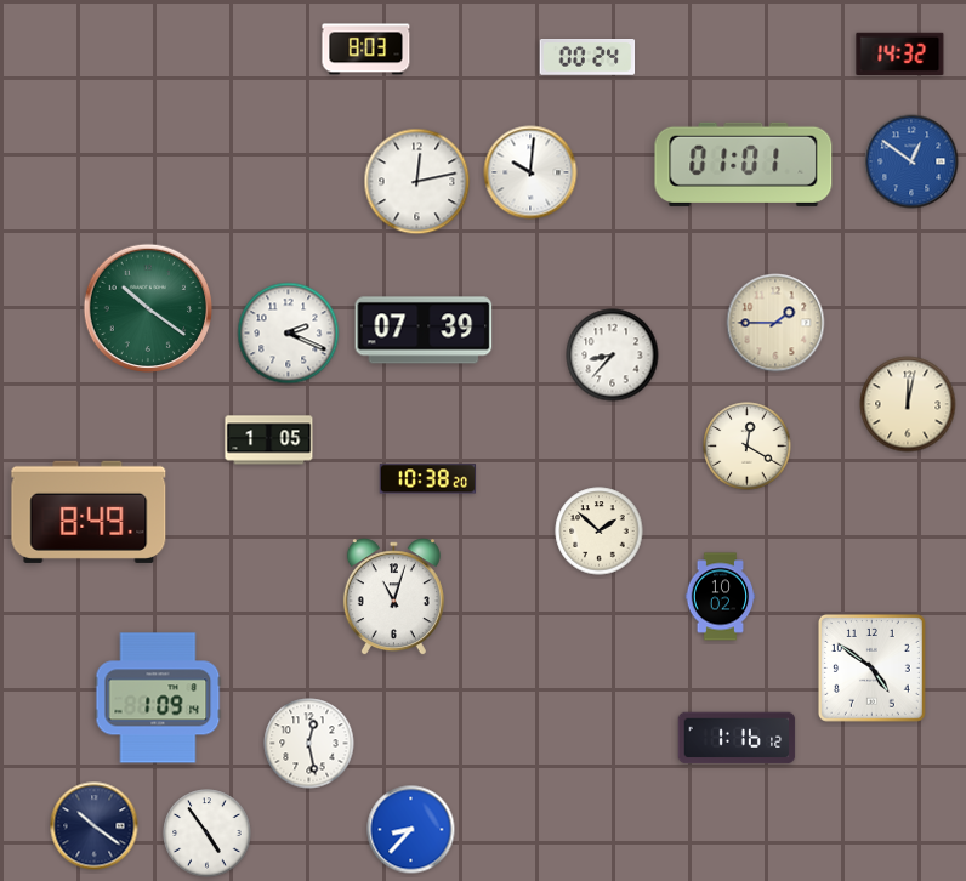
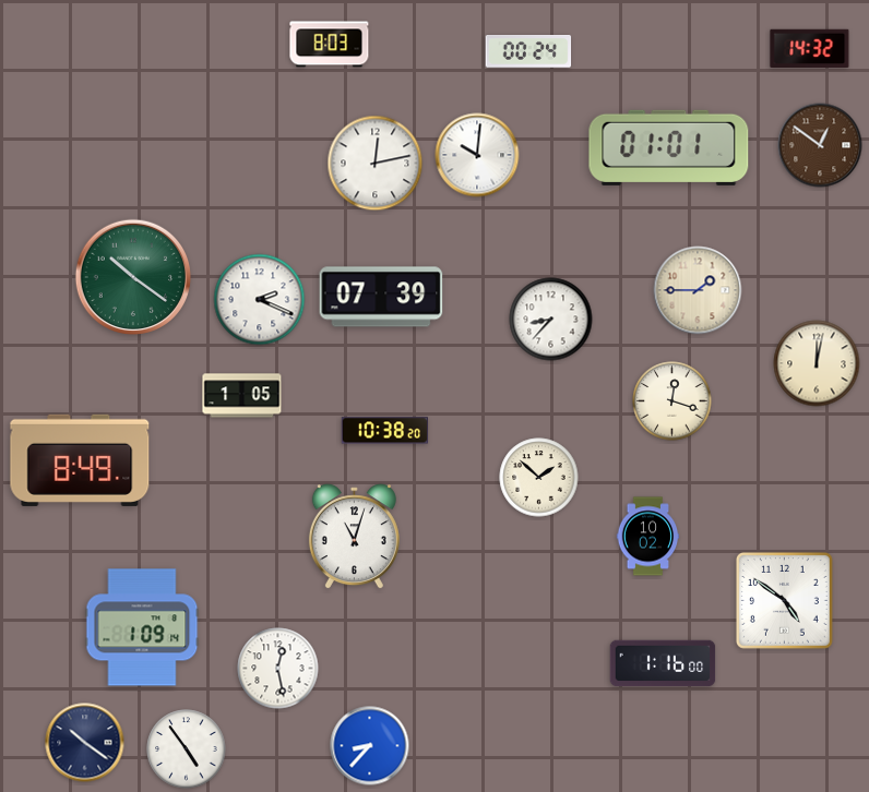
clock at (911, 161) dial: blue -> brown
clock at (748, 447): 12:20 -> 12:18
clock at (737, 738): 1:16:12 -> 1:16:00
